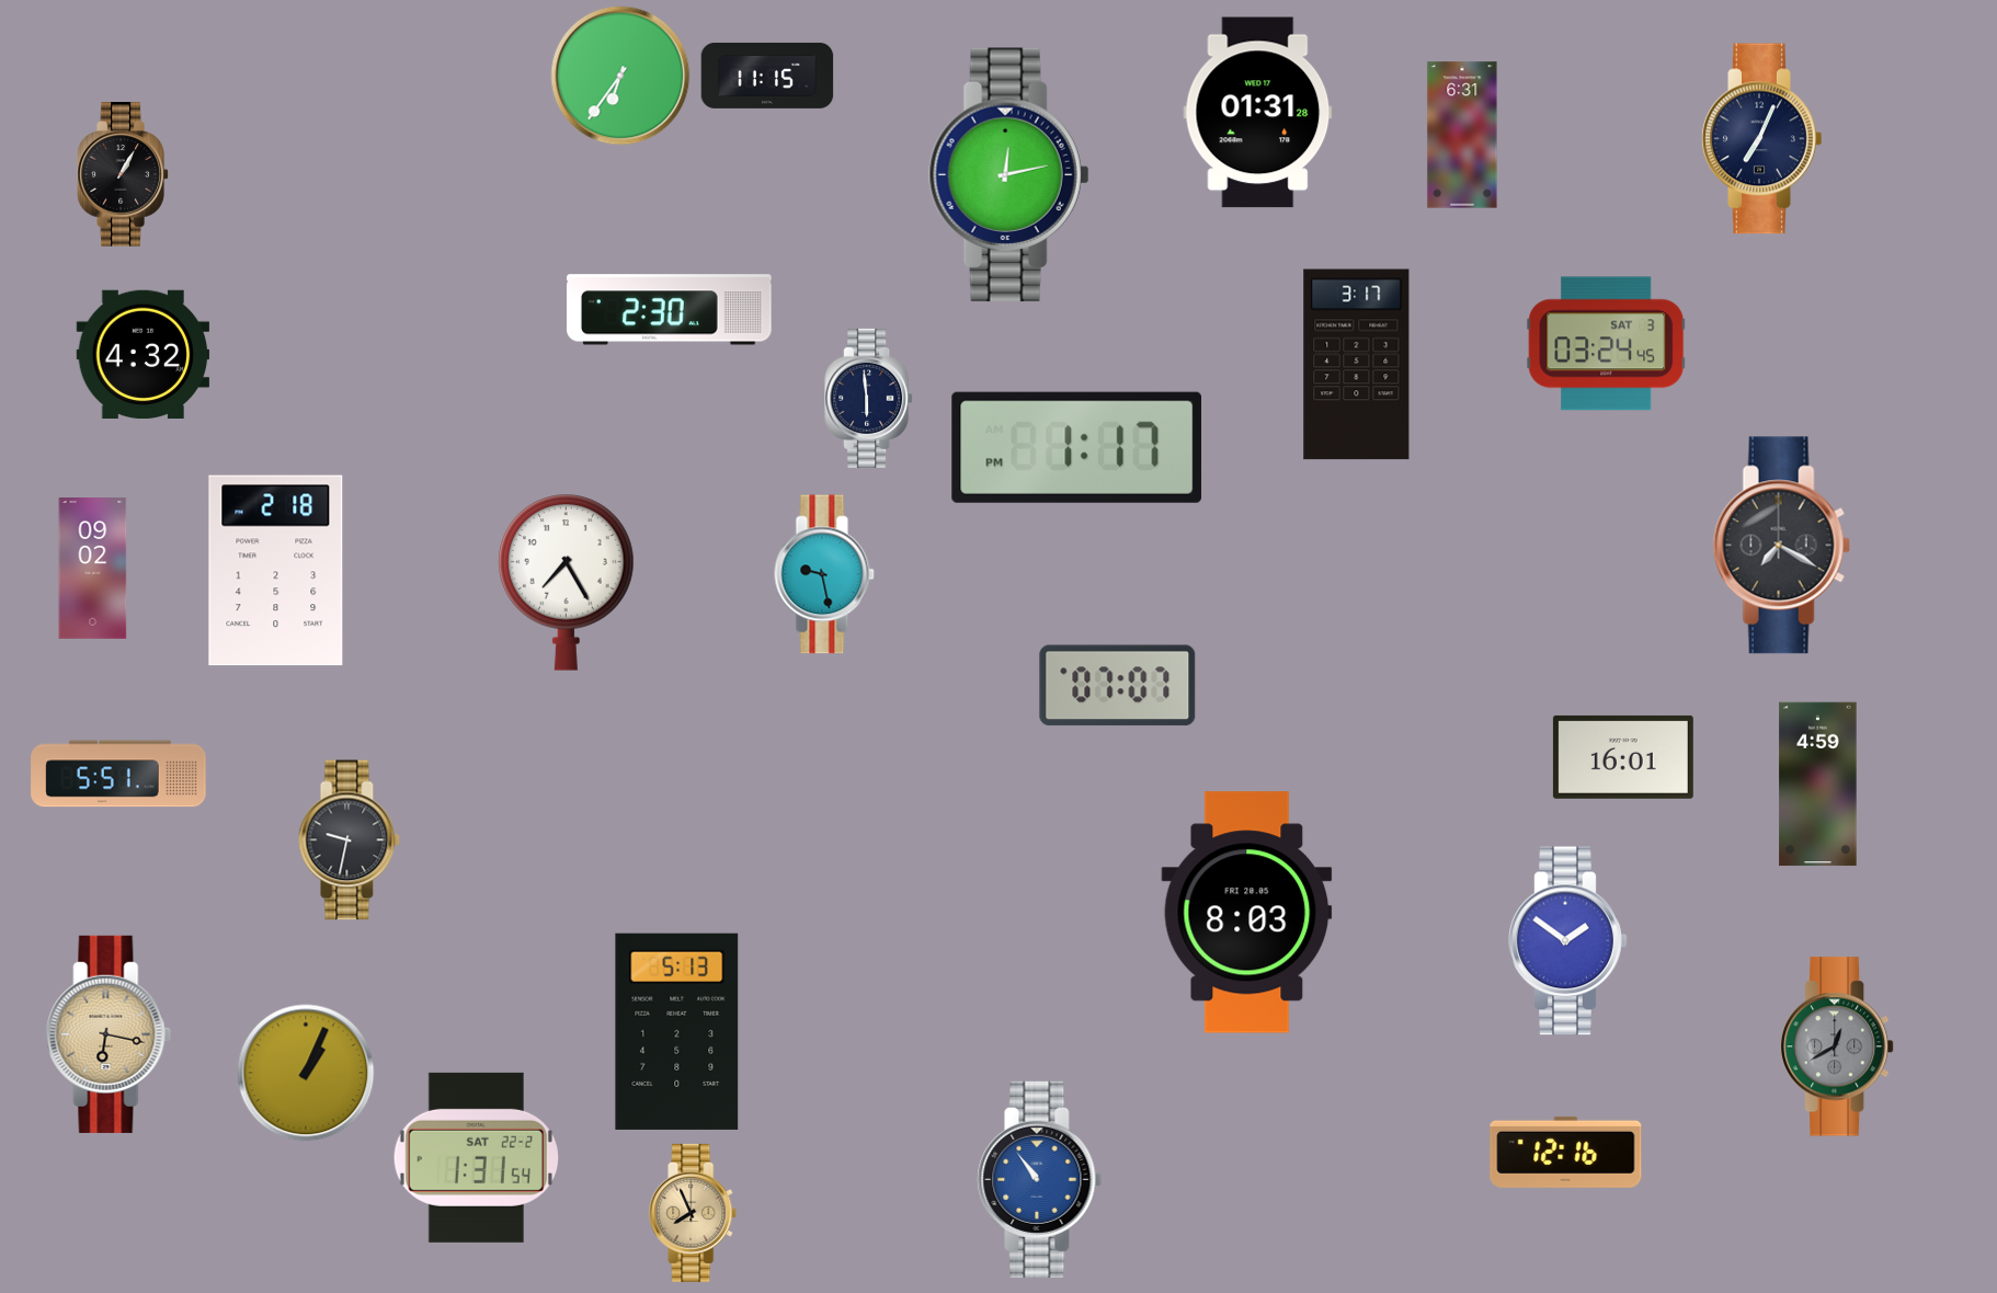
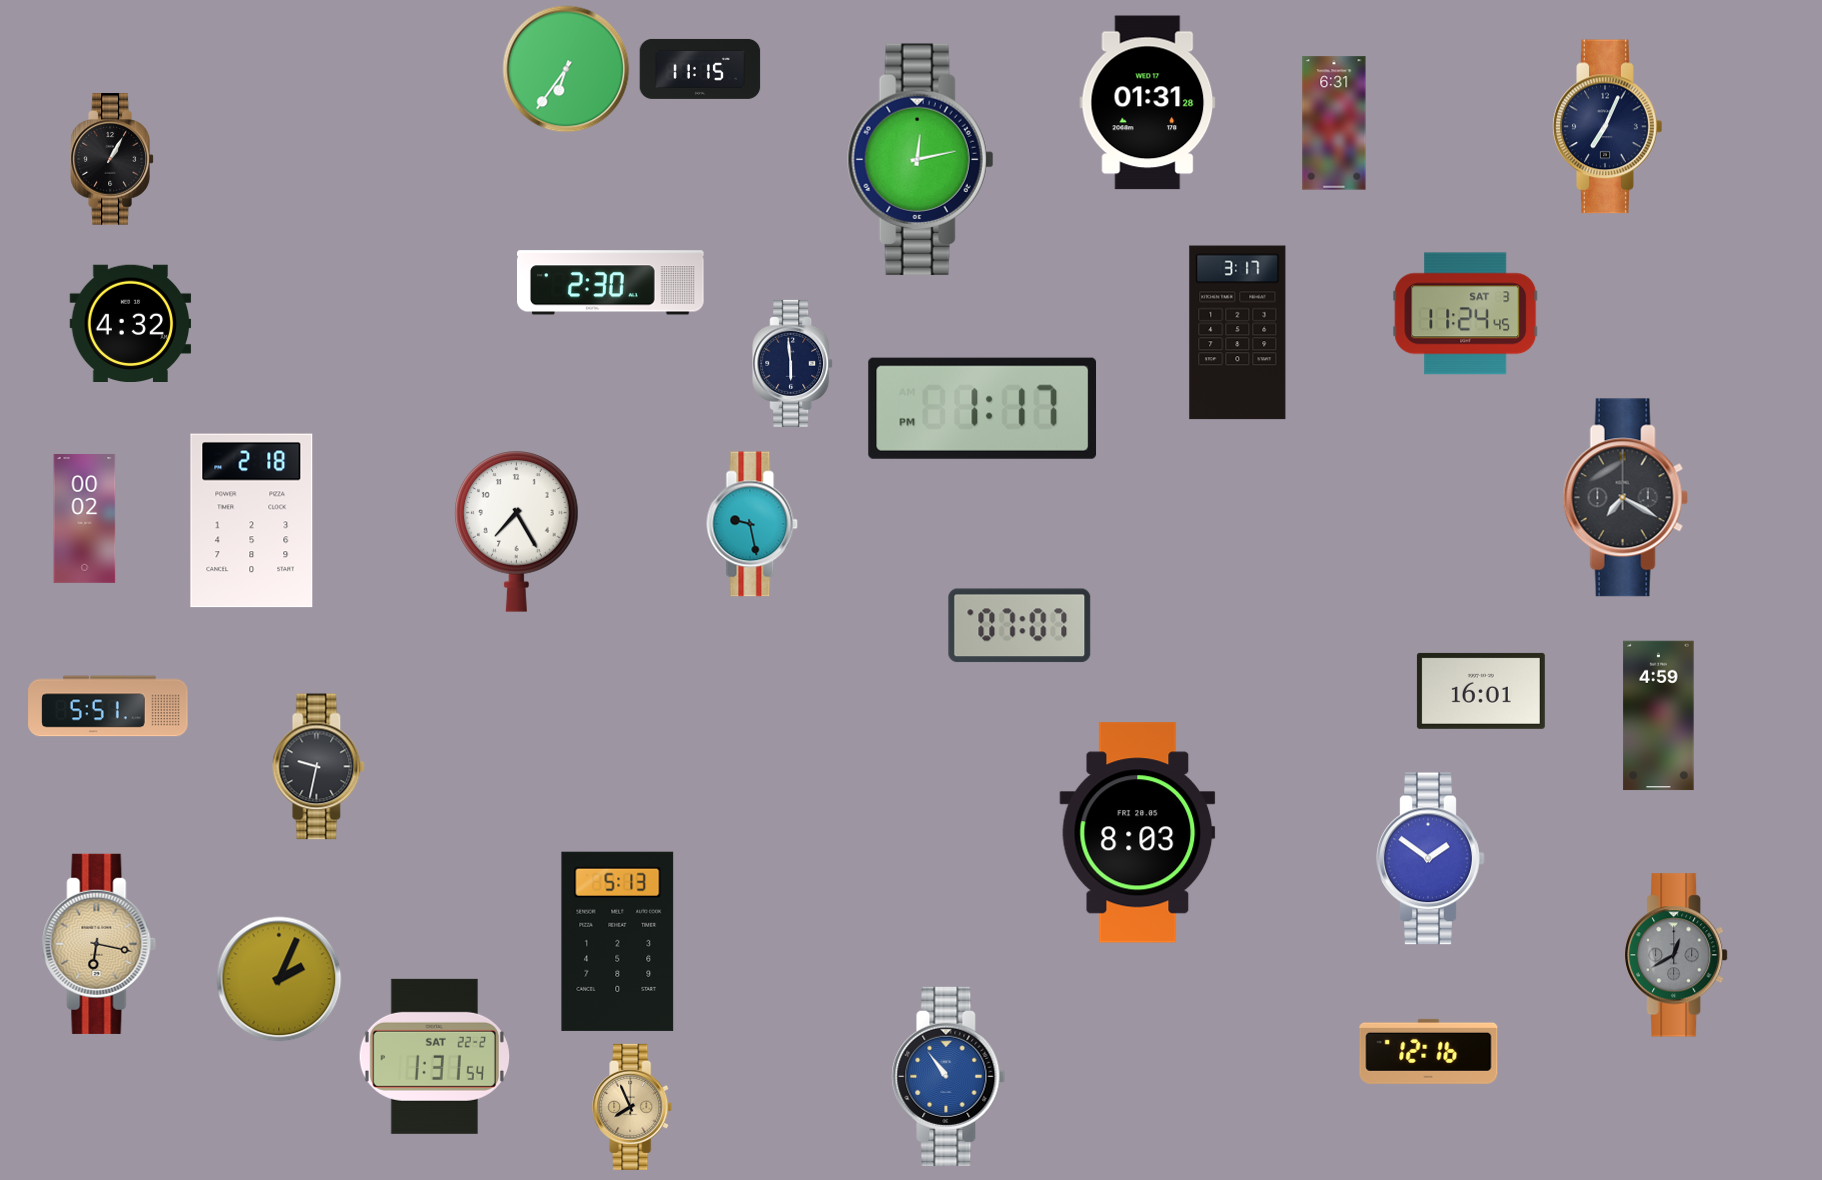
clock at (1607, 344): 03:24 -> 11:24
clock at (93, 569): 09:02 -> 00:02
clock at (306, 1073): 1:04 -> 2:04
